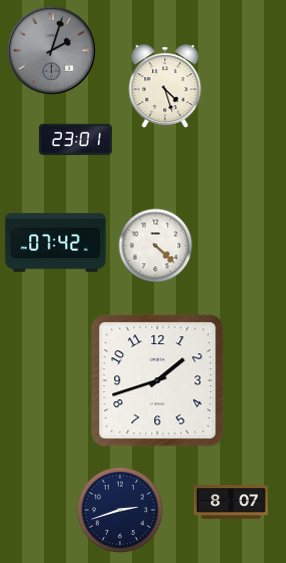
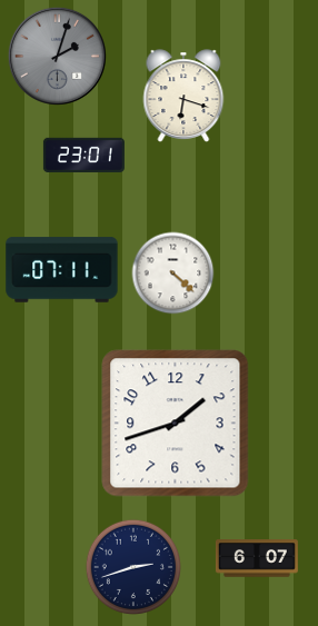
clock at (165, 86): 4:27 -> 6:18
clock at (56, 243): 07:42 -> 07:11
clock at (231, 502): 8:07 -> 6:07
